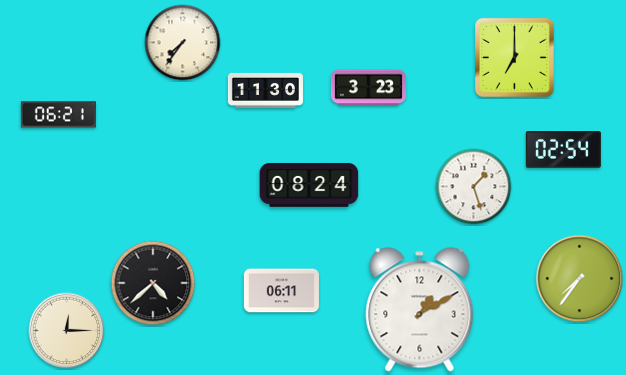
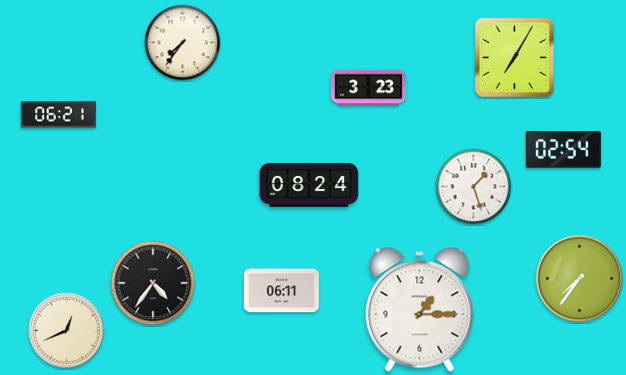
clock at (515, 58): 7:00 -> 7:05
clock at (265, 90): 11:30 -> none
clock at (153, 283): 4:38 -> 4:36
clock at (420, 310): 1:10 -> 1:15
clock at (67, 331): 12:15 -> 12:41
